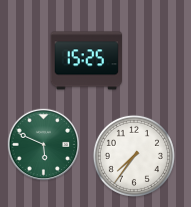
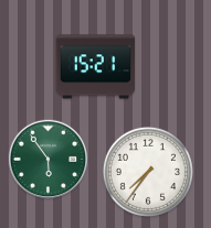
clock at (86, 61): 15:25 -> 15:21
clock at (44, 145): 5:49 -> 5:54
